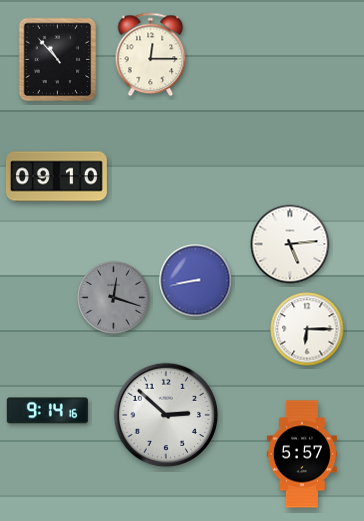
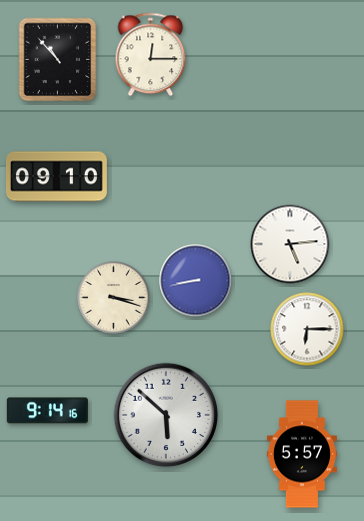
clock at (114, 298): 12:18 -> 3:18
clock at (114, 298) dial: grey -> cream
clock at (166, 415): 2:52 -> 5:52
